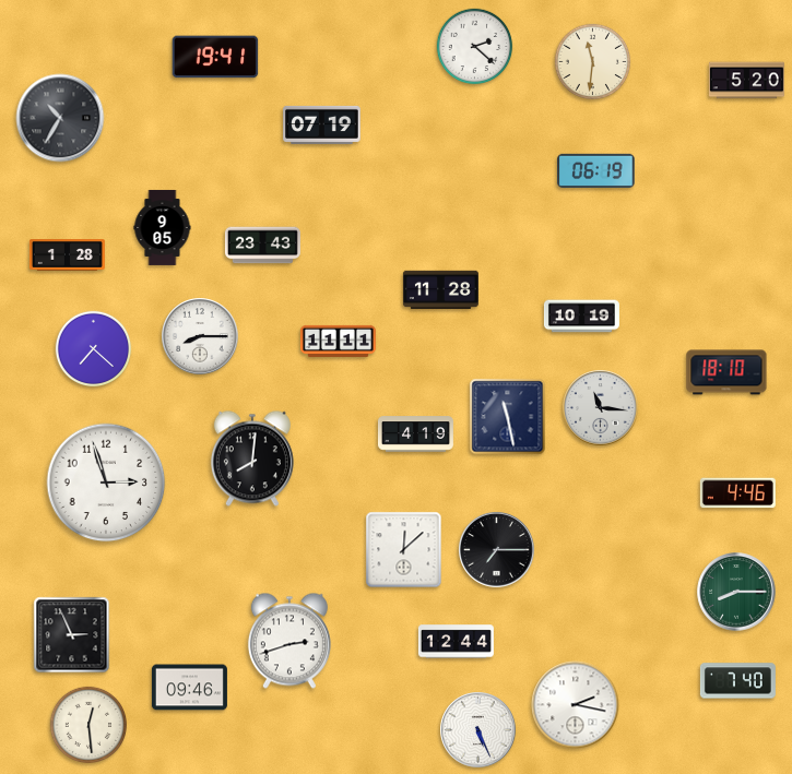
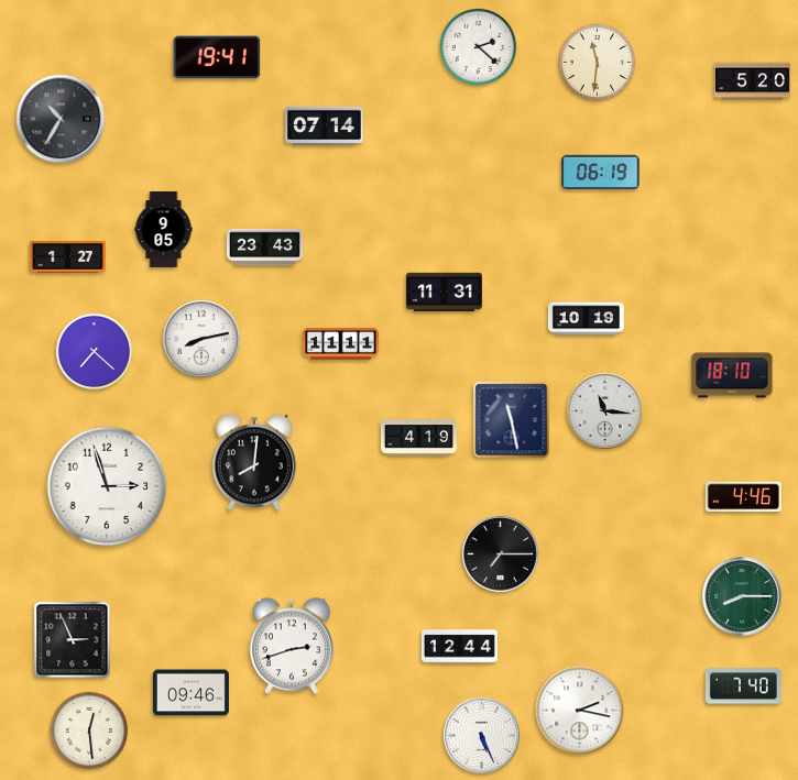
clock at (322, 124): 07:19 -> 07:14
clock at (67, 255): 1:28 -> 1:27
clock at (440, 290): 11:28 -> 11:31
clock at (200, 336): 8:15 -> 8:13
clock at (404, 550): 12:08 -> none
